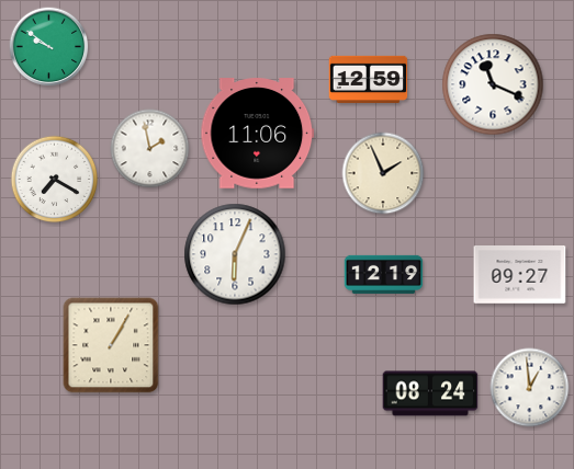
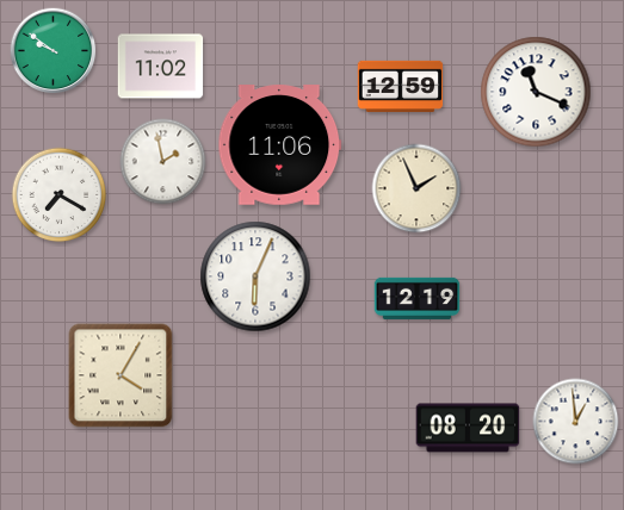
clock at (161, 67): none -> 11:02
clock at (520, 275): 09:27 -> none
clock at (111, 345): 1:05 -> 4:05
clock at (430, 393): 08:24 -> 08:20
